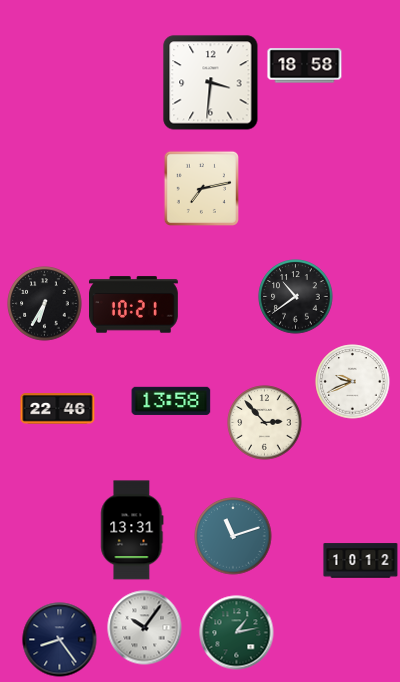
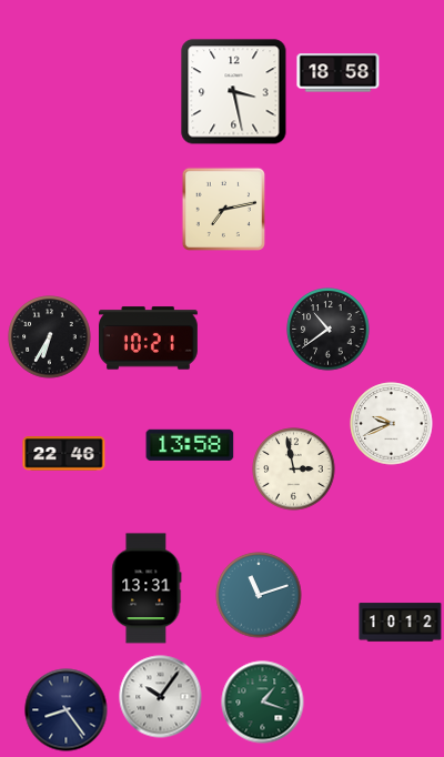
clock at (211, 83): 3:31 -> 3:28
clock at (265, 423): 2:53 -> 2:58
clock at (237, 633): 1:13 -> 1:18
